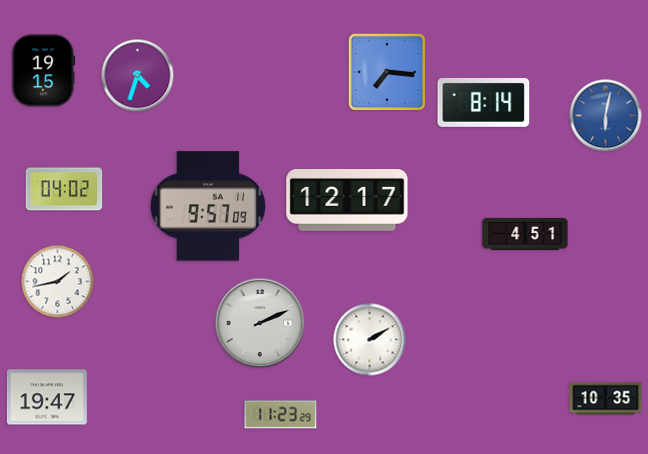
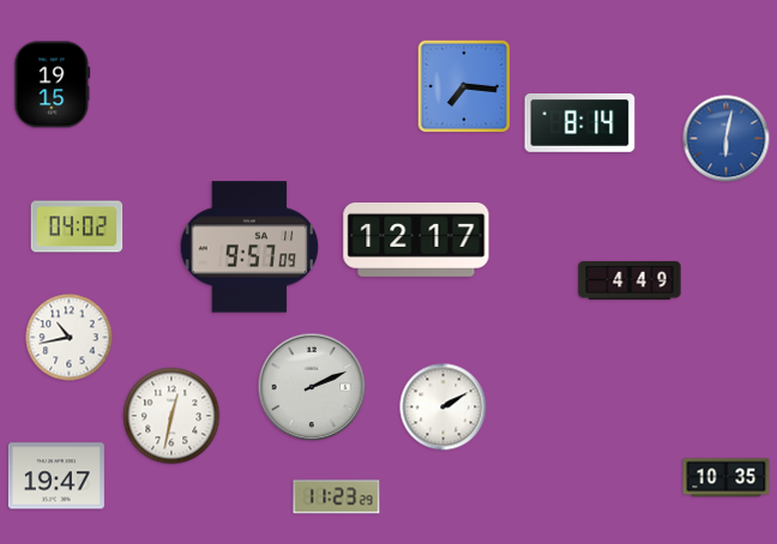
clock at (138, 76): 4:33 -> none
clock at (525, 234): 4:51 -> 4:49
clock at (58, 282): 1:43 -> 10:43
clock at (171, 416): none -> 12:32
